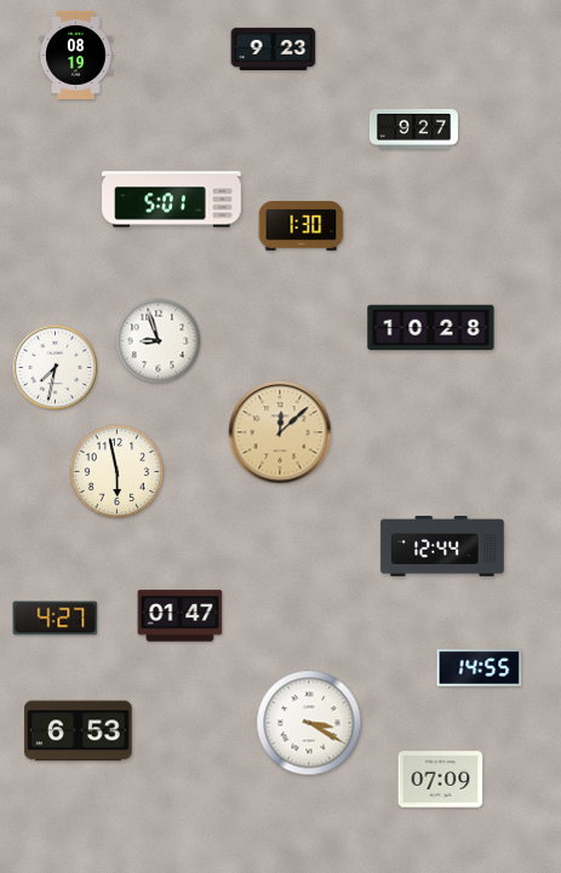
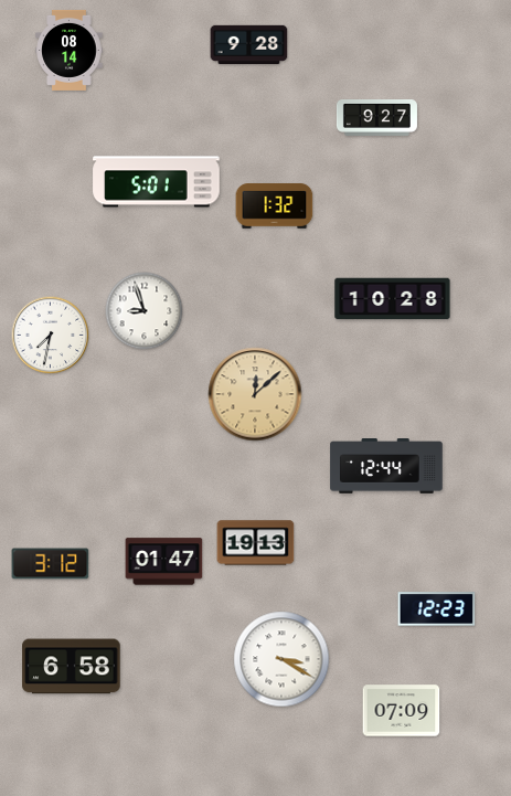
clock at (274, 48): 9:23 -> 9:28
clock at (76, 54): 08:19 -> 08:14
clock at (302, 226): 1:30 -> 1:32
clock at (118, 472): 5:58 -> none
clock at (442, 547) position: (442, 547) -> (386, 467)
clock at (256, 543): none -> 19:13
clock at (56, 619): 4:27 -> 3:12
clock at (480, 668): 14:55 -> 12:23
clock at (79, 731): 6:53 -> 6:58
